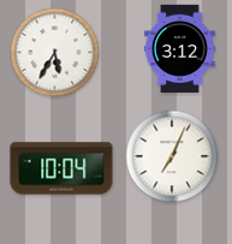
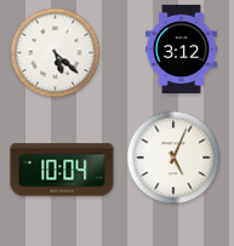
clock at (55, 53): 5:35 -> 5:22
clock at (172, 156): 7:04 -> 5:04
